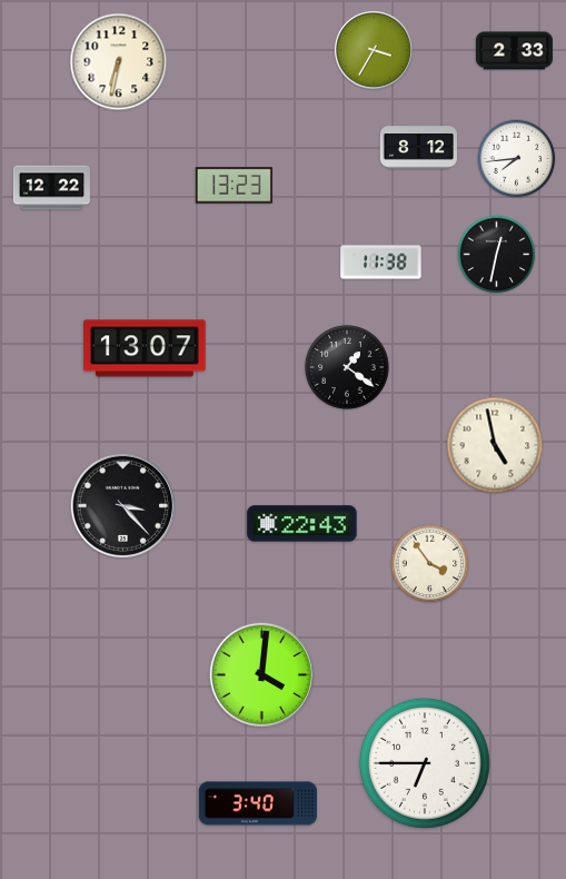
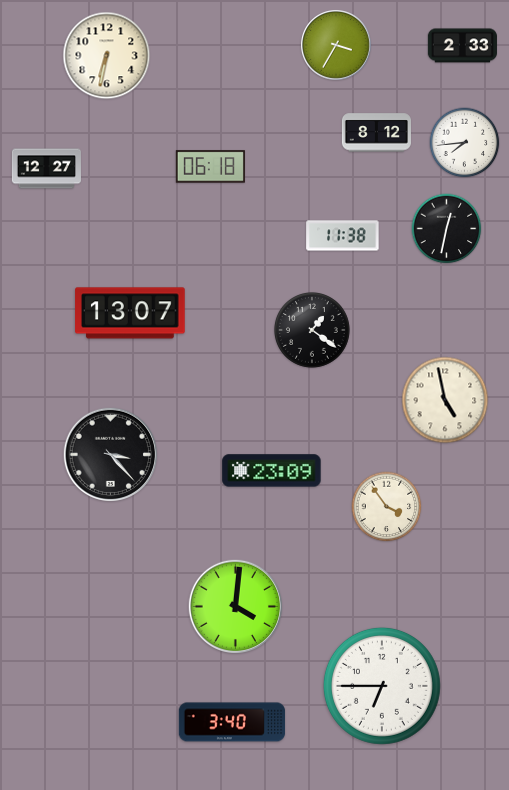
clock at (234, 186): 13:23 -> 06:18
clock at (51, 188): 12:22 -> 12:27
clock at (302, 524): 22:43 -> 23:09
